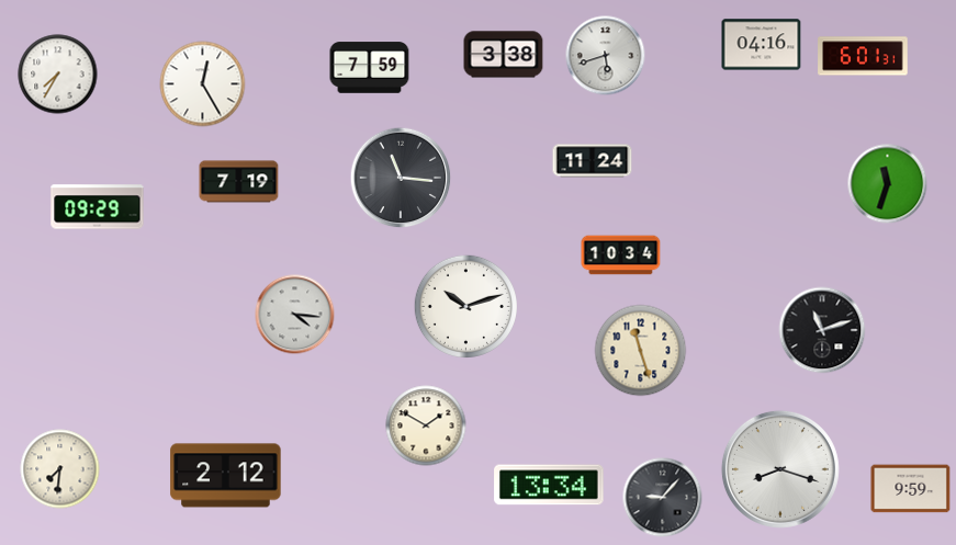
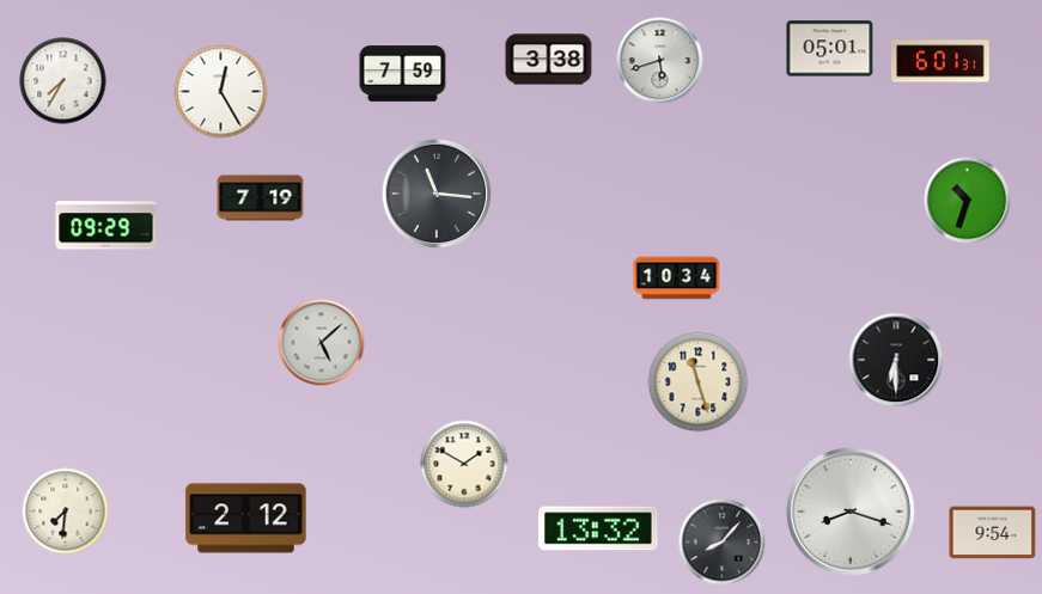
clock at (762, 45): 04:16 -> 05:01
clock at (593, 161): 11:24 -> none
clock at (888, 184): 11:33 -> 10:33
clock at (465, 306): 10:12 -> none
clock at (295, 315): 4:16 -> 5:08
clock at (822, 330): 11:12 -> 6:30
clock at (549, 485): 13:34 -> 13:32
clock at (911, 489): 9:59 -> 9:54
clock at (663, 498): 9:07 -> 8:07
